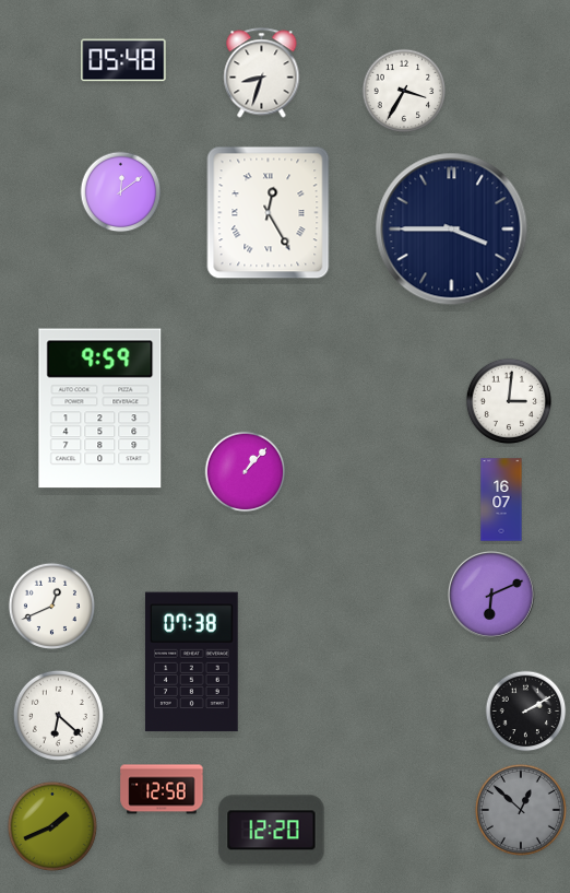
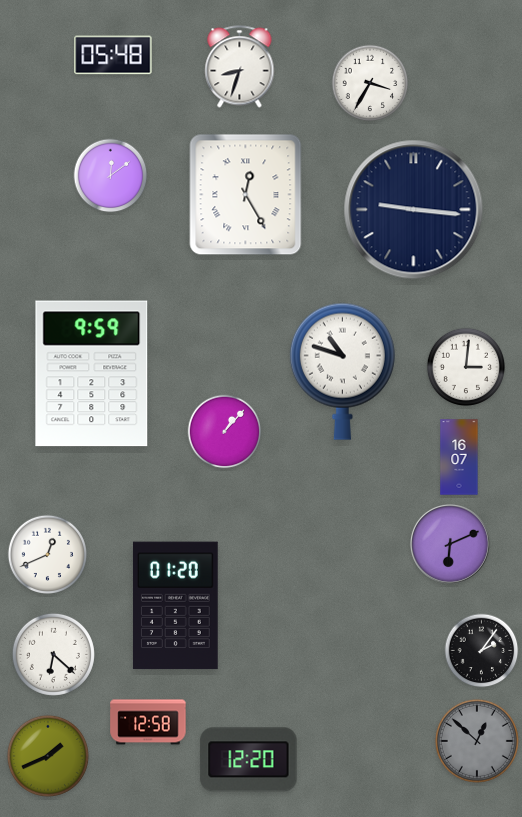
clock at (452, 230): 3:45 -> 9:16
clock at (342, 371): none -> 10:48
clock at (191, 662): 07:38 -> 01:20
clock at (526, 712): 2:10 -> 2:06
